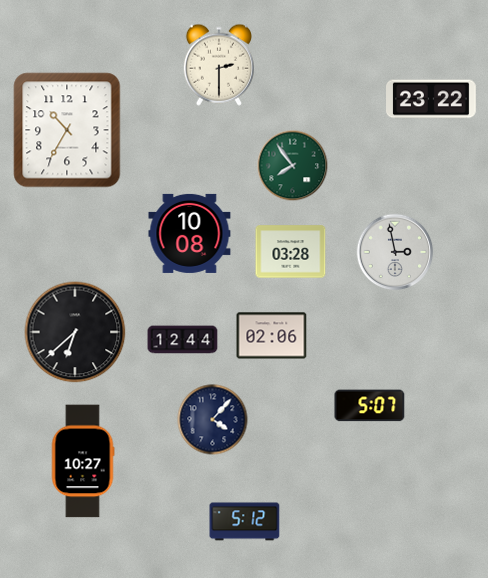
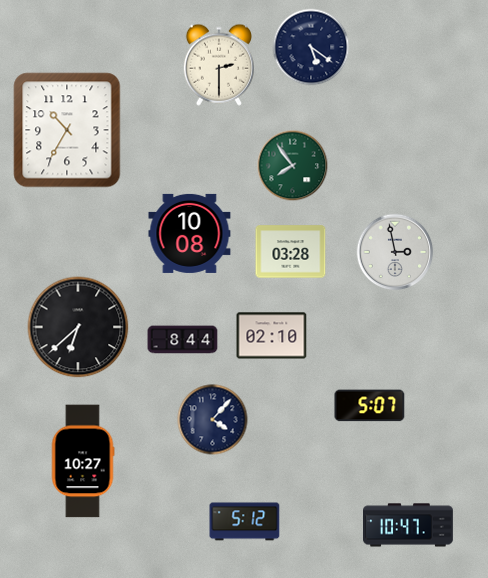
clock at (311, 47): none -> 5:21
clock at (432, 99): 23:22 -> none
clock at (75, 332) position: (75, 332) -> (78, 327)
clock at (272, 336): 02:06 -> 02:10
clock at (183, 340): 12:44 -> 8:44
clock at (409, 525): none -> 10:47
